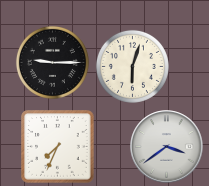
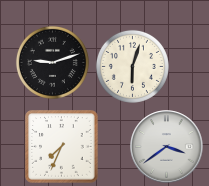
clock at (52, 62): 9:15 -> 9:12
clock at (58, 147) position: (58, 147) -> (62, 147)
